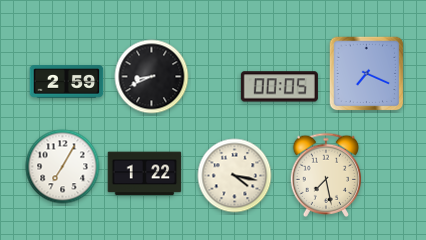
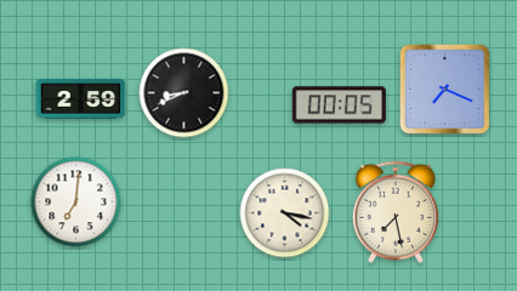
clock at (63, 167): 7:05 -> 7:01
clock at (145, 174): 1:22 -> none
